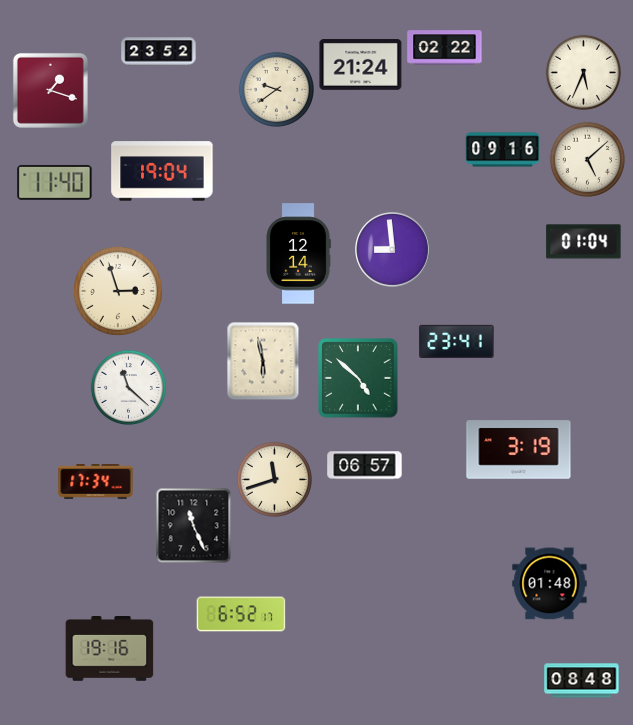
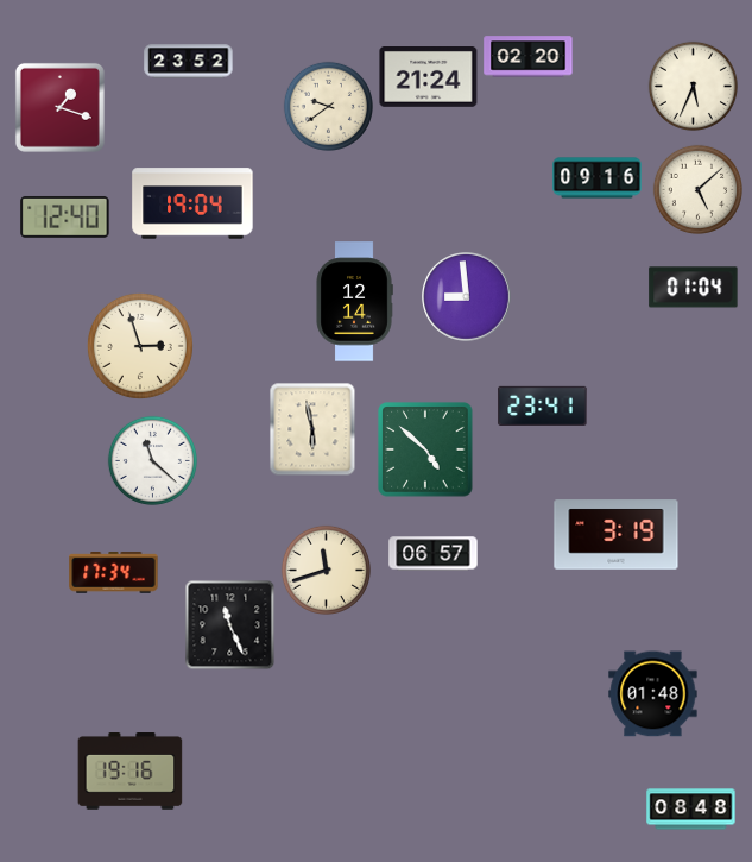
clock at (445, 48): 02:22 -> 02:20
clock at (55, 182): 11:40 -> 12:40
clock at (241, 614): 6:52 -> none
